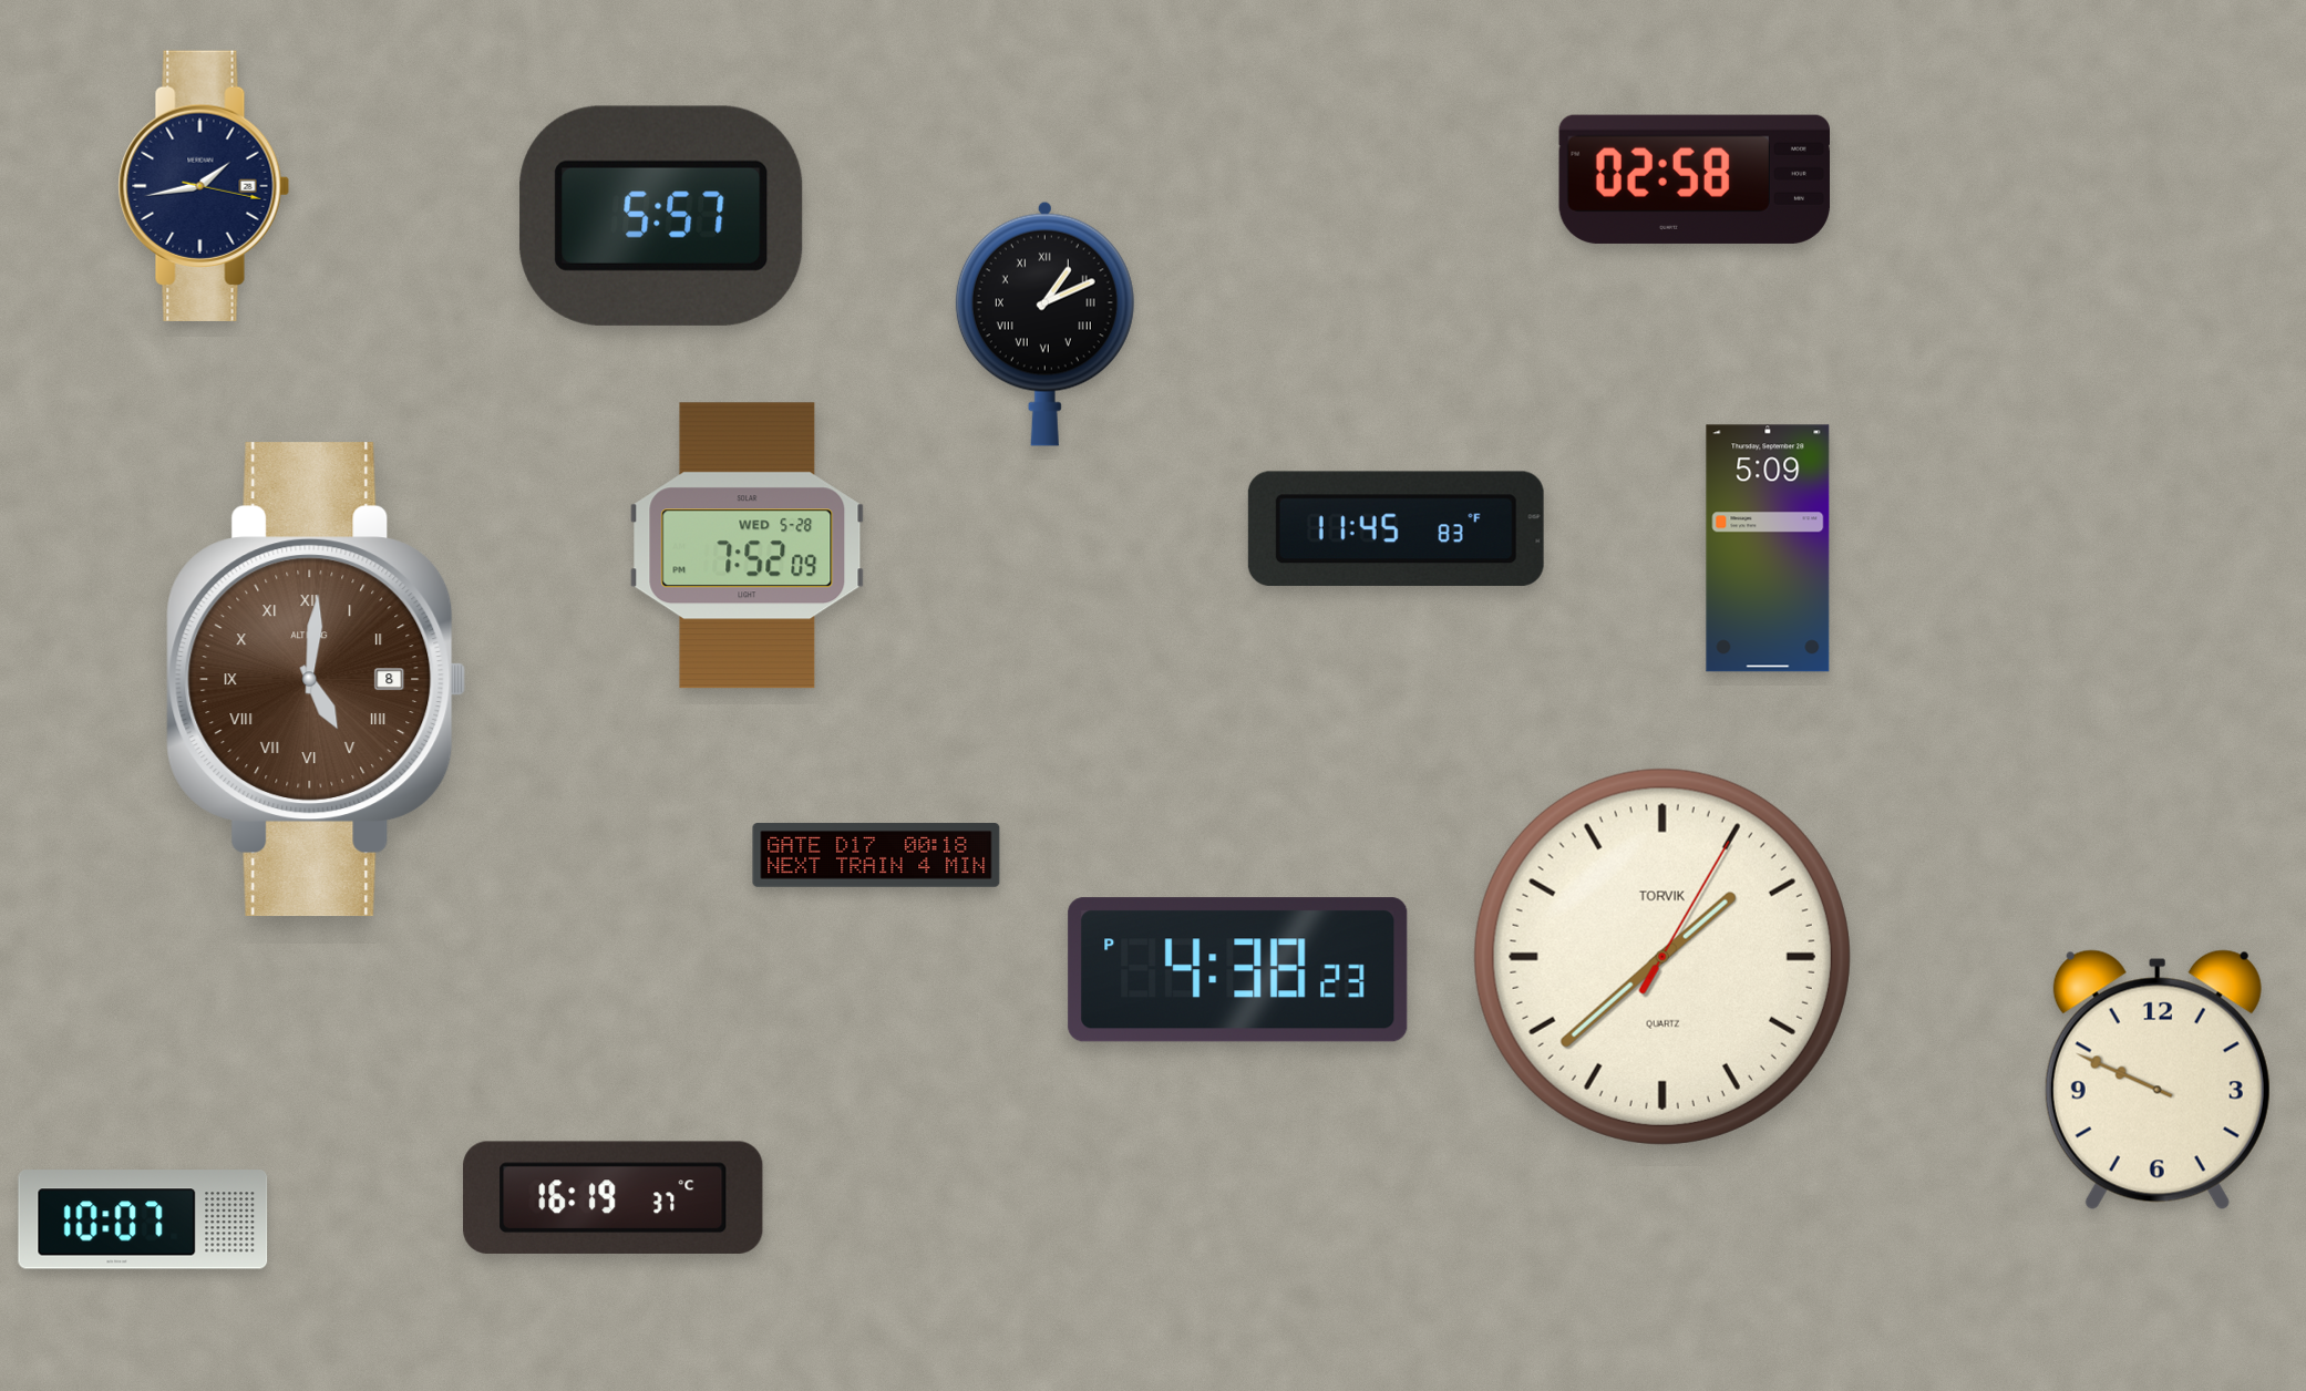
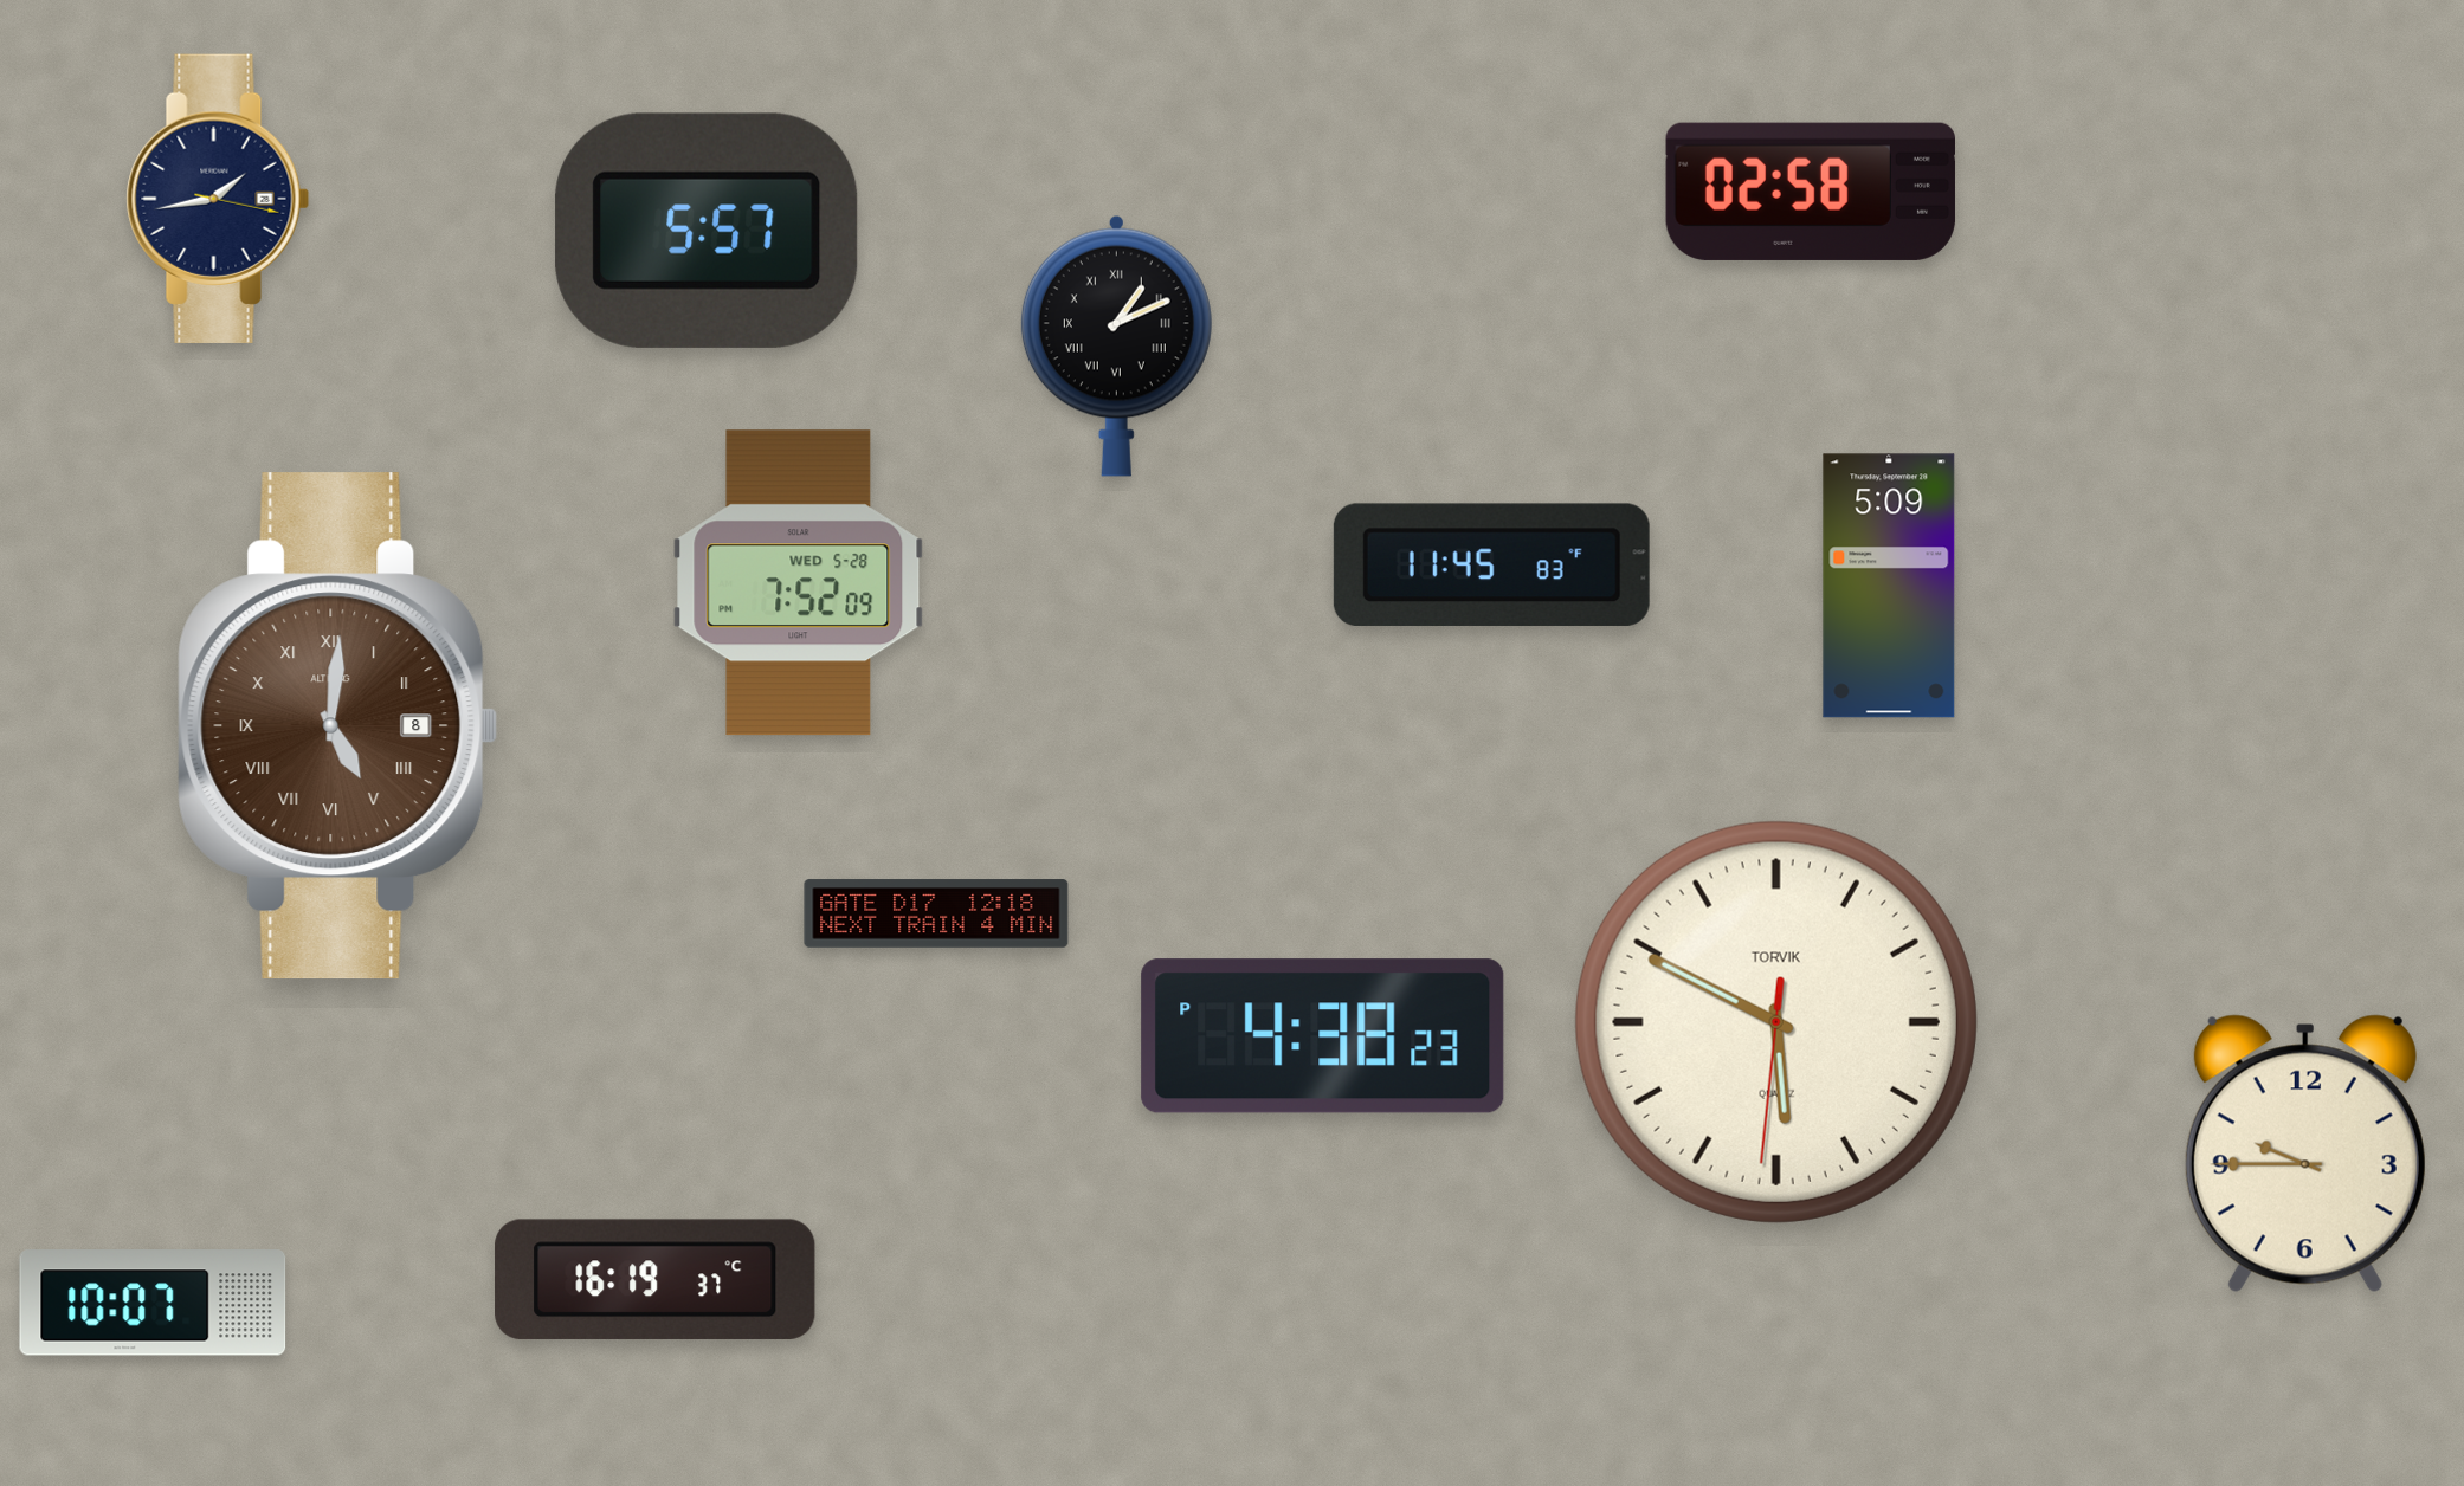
clock at (876, 855): 00:18 -> 12:18
clock at (1662, 957): 1:38 -> 5:49
clock at (2158, 1080): 9:49 -> 9:45
